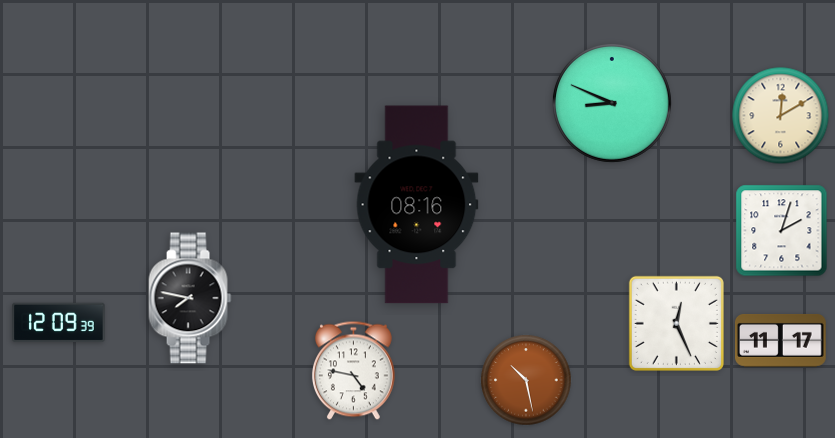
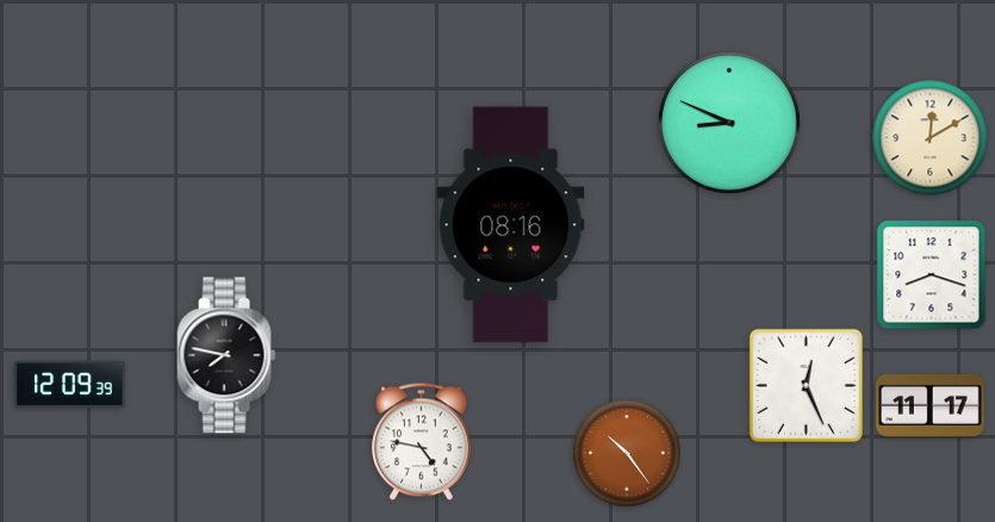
clock at (417, 205) position: (417, 205) -> (511, 225)
clock at (782, 231): 2:03 -> 8:18
clock at (526, 380): 10:28 -> 10:24
